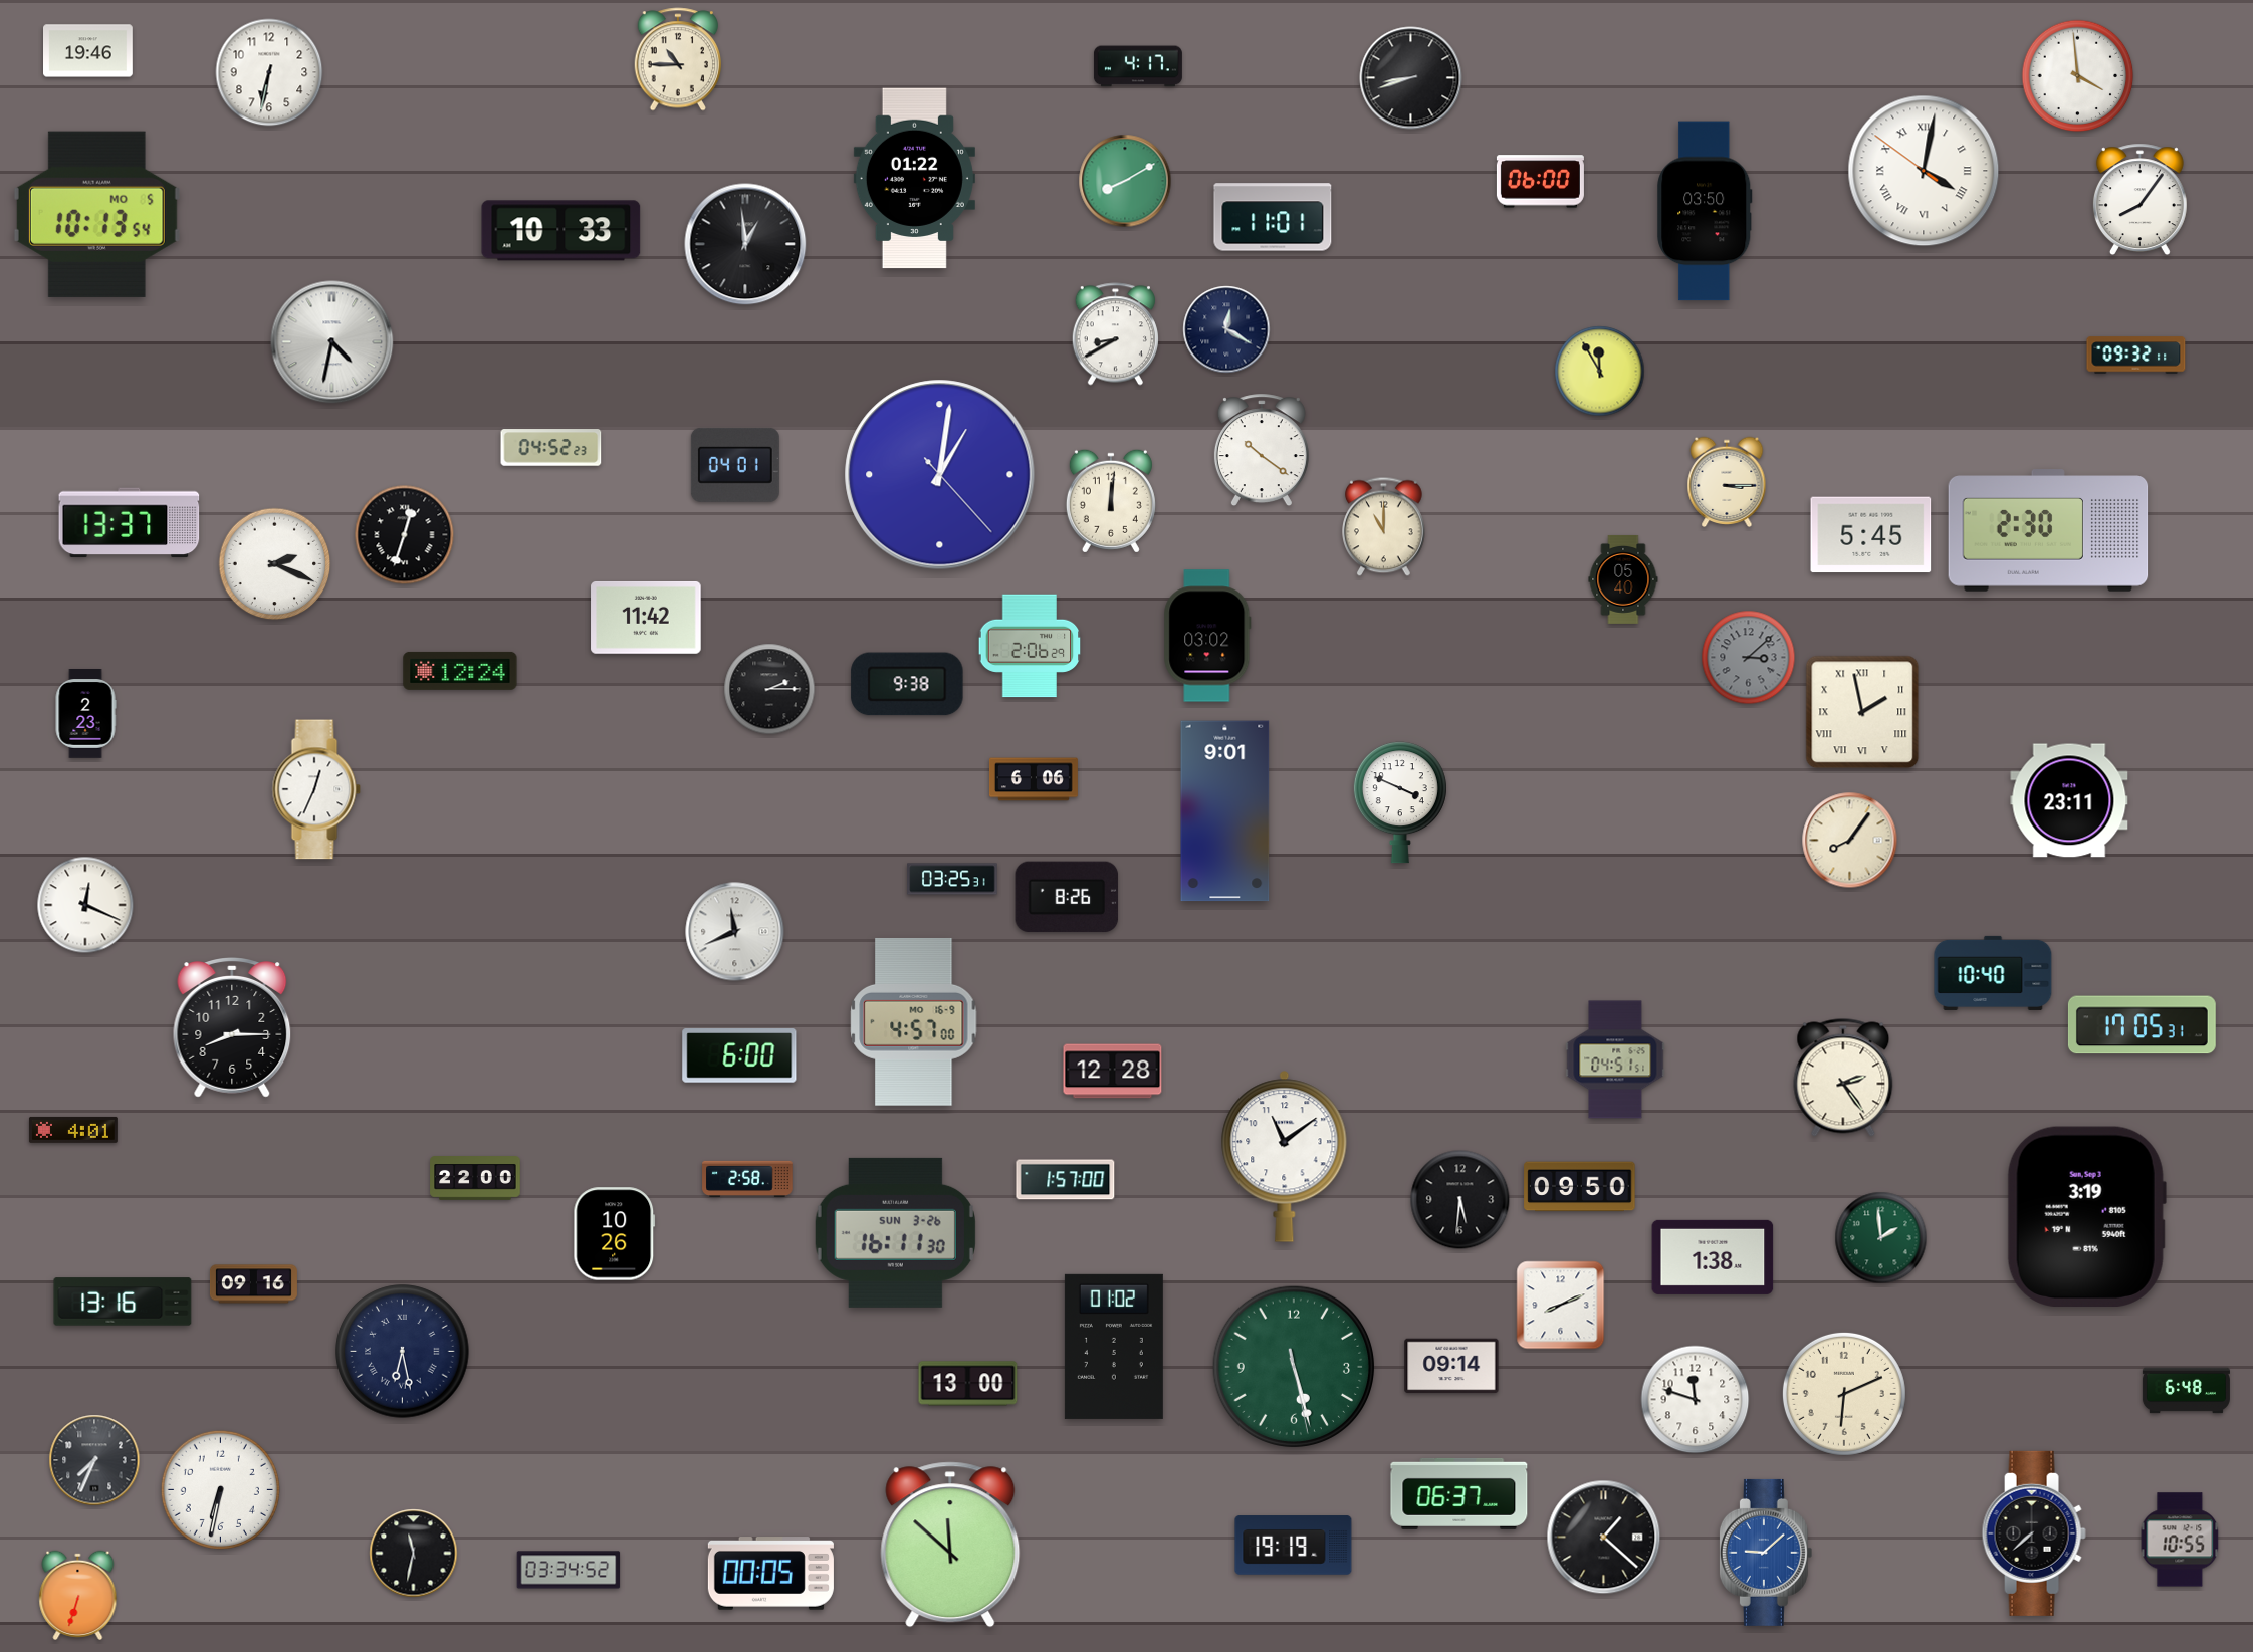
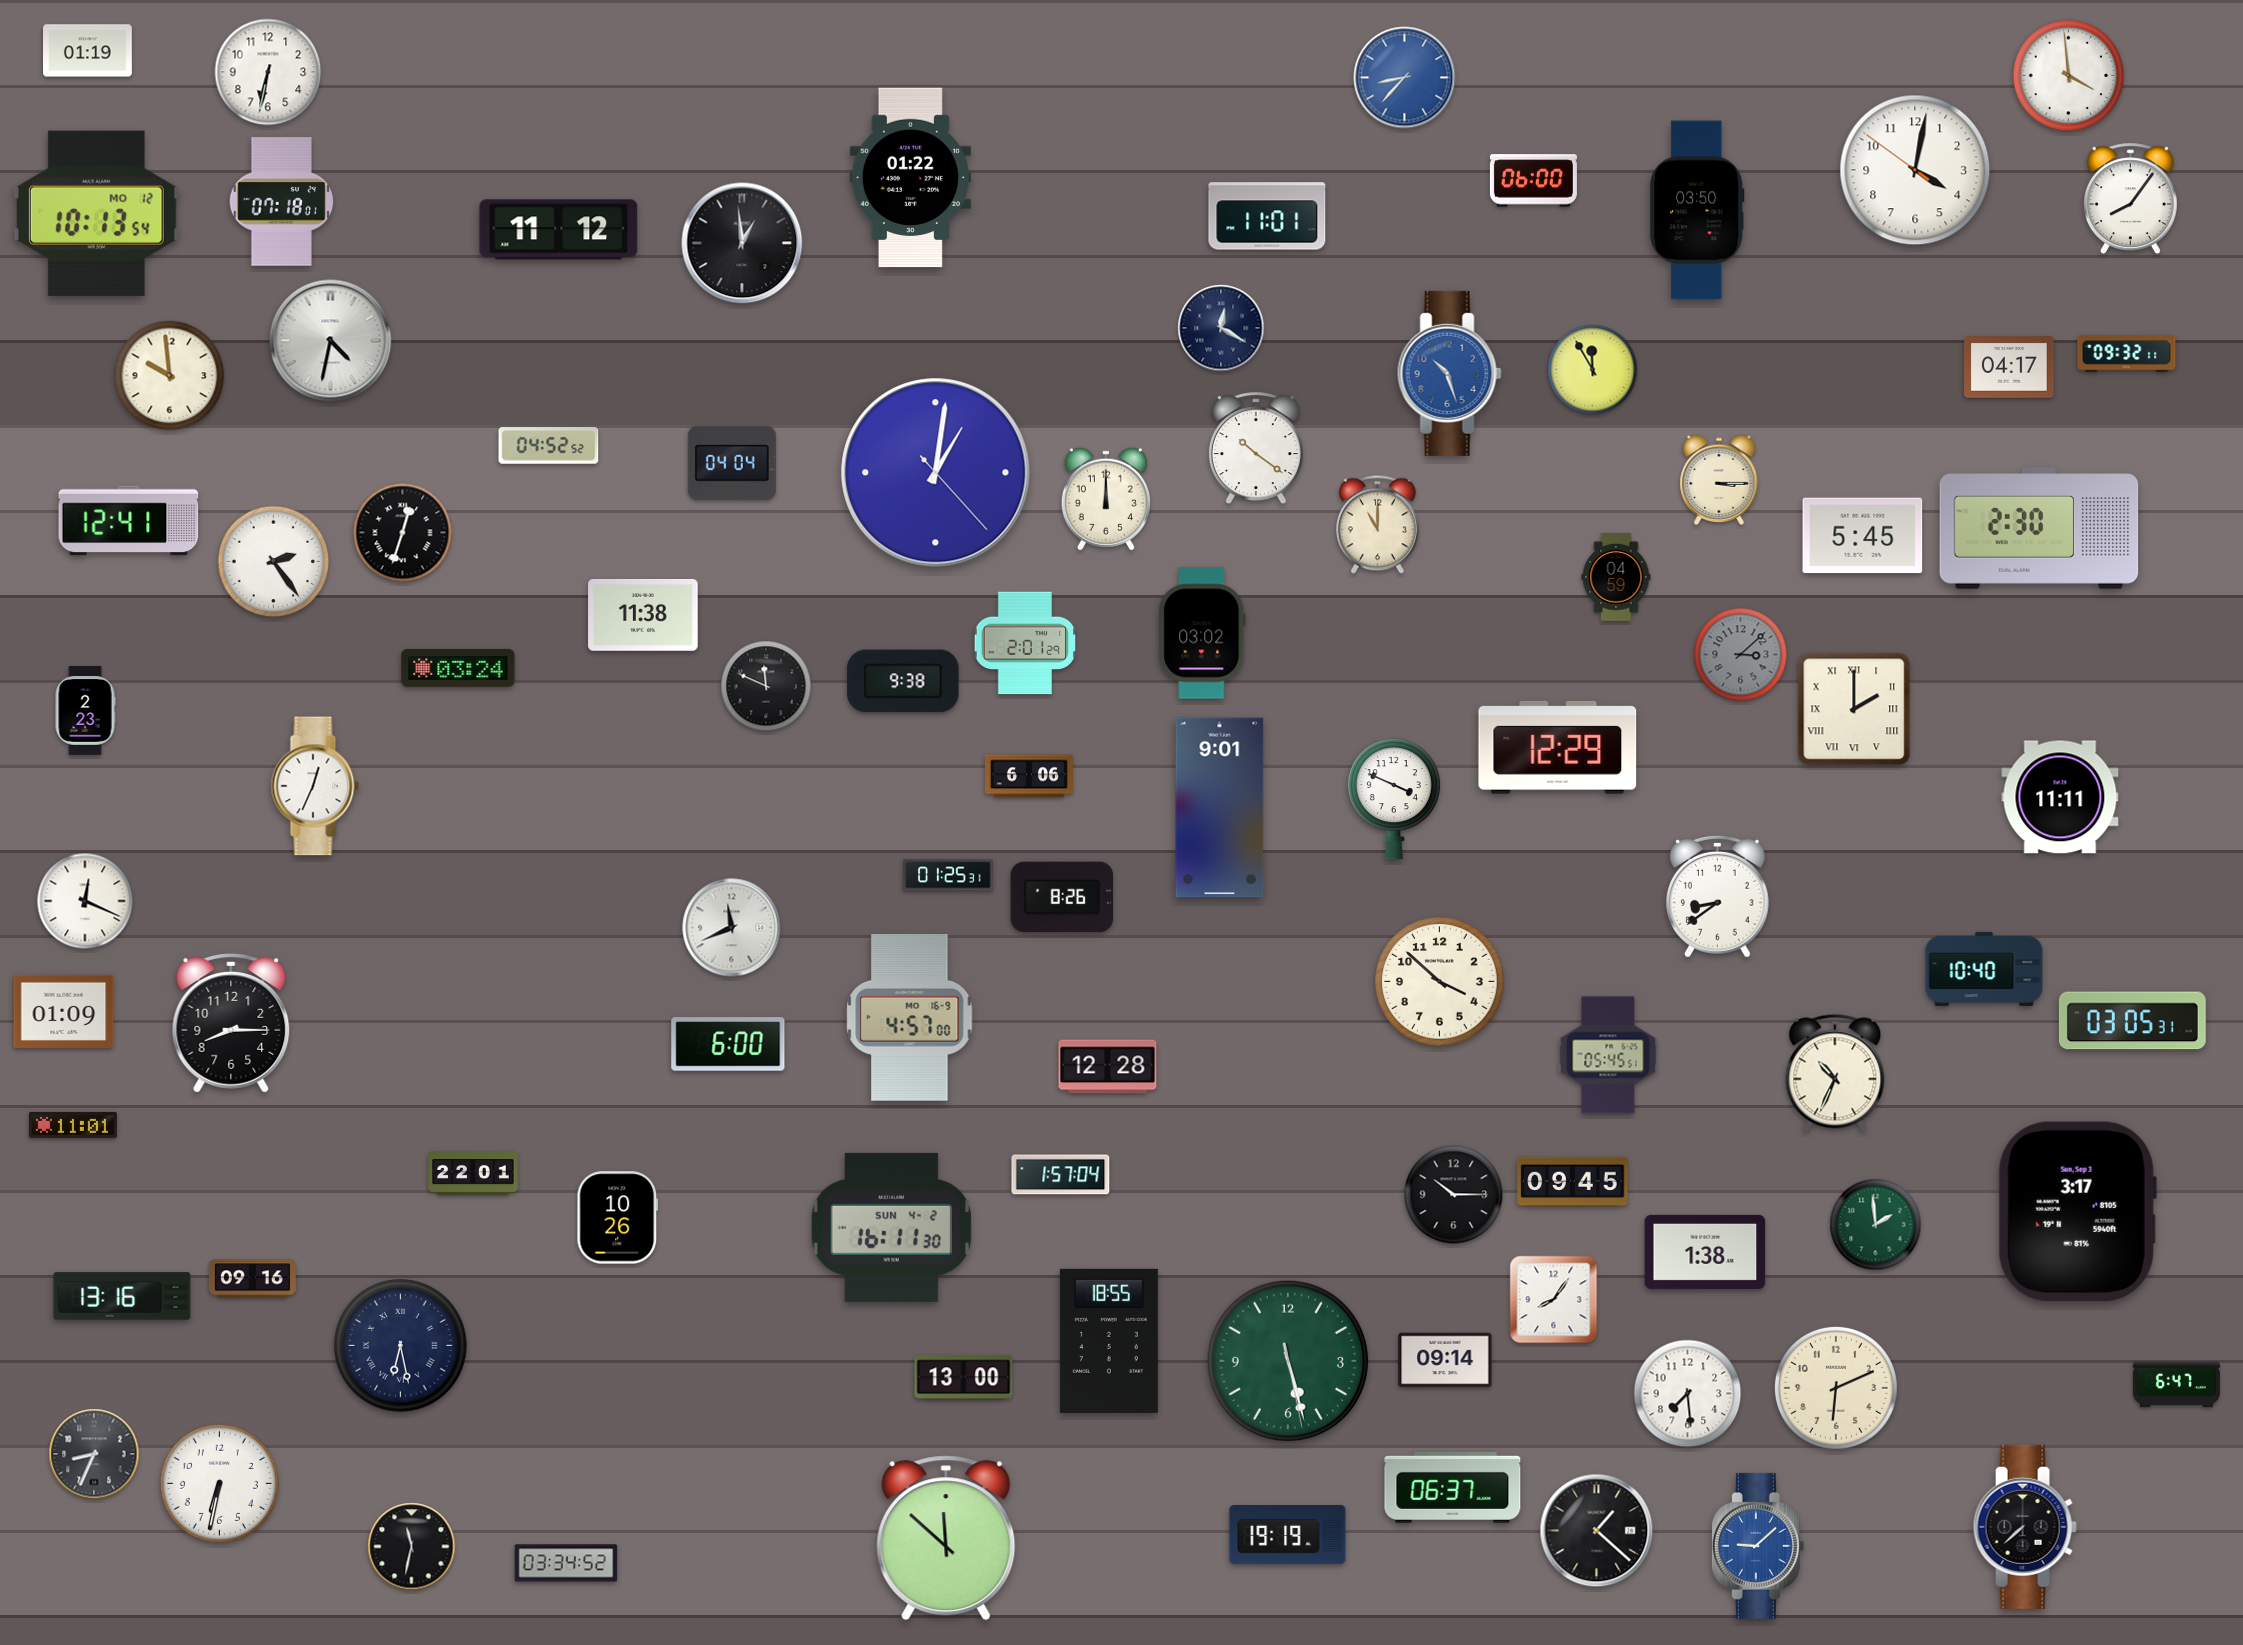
clock at (88, 51): 19:46 -> 01:19
clock at (678, 59): 10:45 -> none
clock at (1138, 66): 4:17 -> none
clock at (1411, 78): 8:42 -> 8:37
clock at (1411, 78) dial: black -> blue
clock at (1924, 171) numerals: Roman -> Arabic
clock at (1125, 181): 8:10 -> none
clock at (282, 202): none -> 07:18
clock at (96, 214) date: MO 5 -> MO 12
clock at (561, 231): 10:33 -> 11:12
clock at (1115, 334): 8:40 -> none
clock at (2009, 367): none -> 04:17
clock at (1449, 373): none -> 10:27
clock at (170, 376): none -> 9:59
clock at (551, 448): 04:52:23 -> 04:52:52
clock at (735, 465): 04:01 -> 04:04
clock at (1111, 501): 12:01 -> 12:00
clock at (130, 523): 13:37 -> 12:41
clock at (1871, 535) position: (1871, 535) -> (1863, 536)
clock at (275, 564): 2:19 -> 2:24
clock at (1623, 579): 05:40 -> 04:59
clock at (646, 618): 11:42 -> 11:38
clock at (1030, 646): 2:06 -> 2:01
clock at (460, 671): 12:24 -> 03:24
clock at (769, 689): 2:15 -> 11:49
clock at (1862, 712): 1:58 -> 2:00
clock at (1558, 747): none -> 12:29
clock at (2069, 800): 23:11 -> 11:11
clock at (1850, 841): 8:06 -> none
clock at (952, 879): 03:25 -> 01:25
clock at (1067, 897) position: (1067, 897) -> (1062, 897)
clock at (1717, 896): none -> 8:39
clock at (1440, 982): none -> 3:52
clock at (64, 1011): none -> 01:09
clock at (2142, 1025): 17:05 -> 03:05
clock at (739, 1055) position: (739, 1055) -> (728, 1044)
clock at (1615, 1059): 04:51 -> 05:45
clock at (1843, 1078): 2:24 -> 10:34
clock at (73, 1130): 4:01 -> 11:01
clock at (1285, 1157): 11:09 -> none
clock at (475, 1178): 22:00 -> 22:01
clock at (747, 1179): 2:58 -> none
clock at (1066, 1180): 1:57:00 -> 1:57:04
clock at (1580, 1187): 09:50 -> 09:45
clock at (1460, 1200): 5:31 -> 10:15
clock at (2086, 1216): 3:19 -> 3:17
clock at (895, 1232) date: SUN 3-26 -> SUN 4-2
clock at (615, 1234) position: (615, 1234) -> (618, 1218)
clock at (1881, 1238) position: (1881, 1238) -> (1876, 1225)
clock at (1561, 1306): 8:11 -> 8:06
clock at (1114, 1347): 01:02 -> 18:55
clock at (2186, 1391): 6:48 -> 6:47
clock at (1696, 1400): 11:48 -> 7:29
clock at (94, 1460): 7:34 -> 8:34
clock at (2180, 1540): 10:55 -> none
clock at (1294, 1546) position: (1294, 1546) -> (1288, 1535)
clock at (770, 1574): 00:05 -> none
clock at (78, 1595): 6:33 -> none
